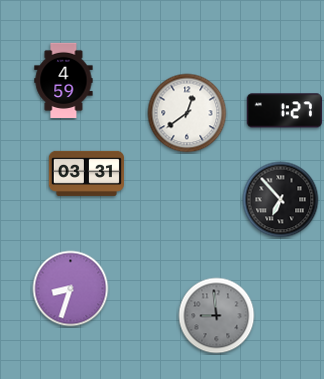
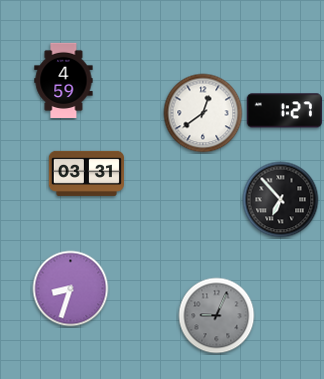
clock at (187, 113) position: (187, 113) -> (203, 113)
clock at (217, 316): 8:59 -> 9:04
